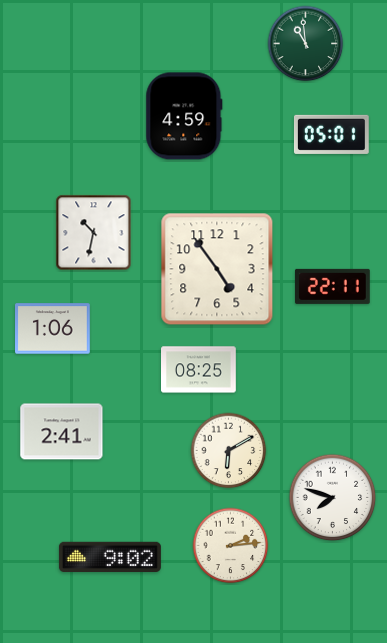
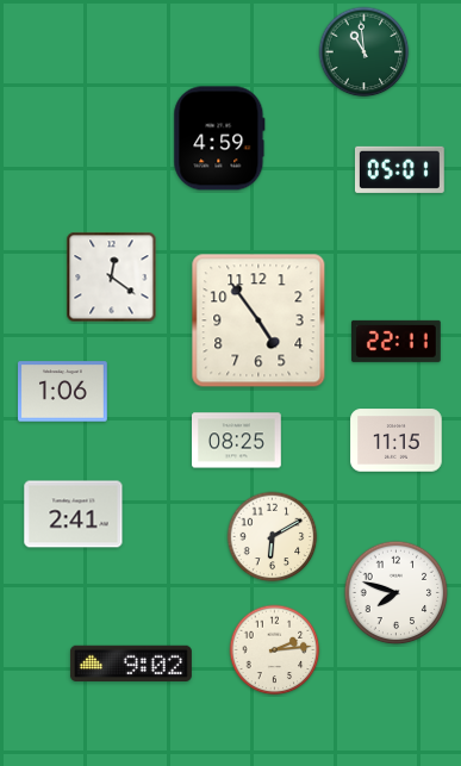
clock at (331, 134) position: (331, 134) -> (399, 169)
clock at (94, 233): 10:32 -> 12:21
clock at (397, 441): none -> 11:15
